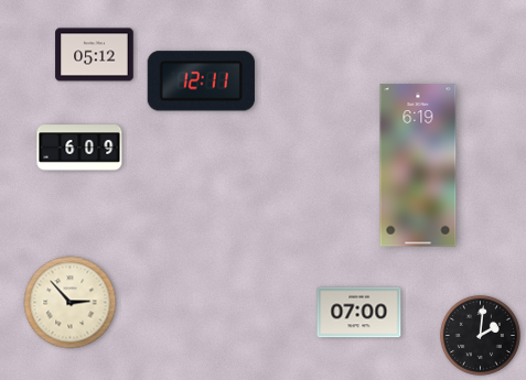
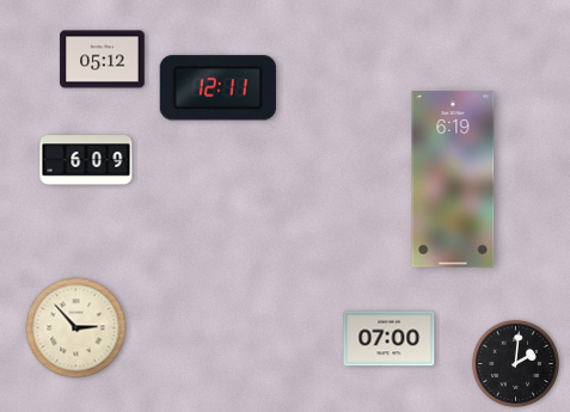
clock at (480, 335) position: (480, 335) -> (515, 363)
